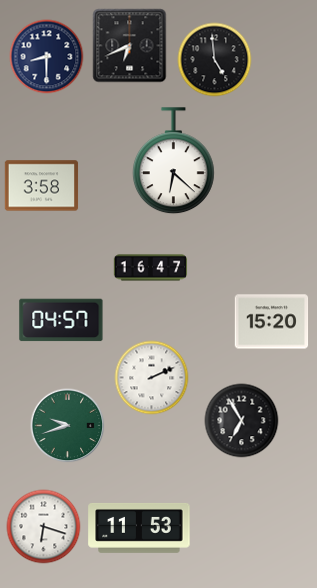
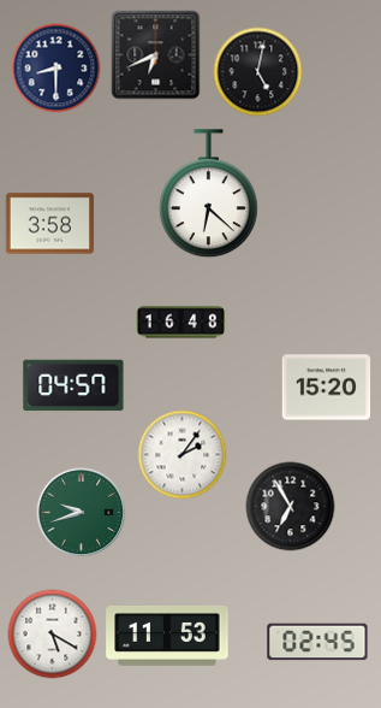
clock at (215, 60): 4:59 -> 5:02
clock at (151, 268): 16:47 -> 16:48
clock at (152, 378): 2:11 -> 2:06
clock at (44, 527): 6:18 -> 5:20
clock at (317, 642): none -> 02:45
